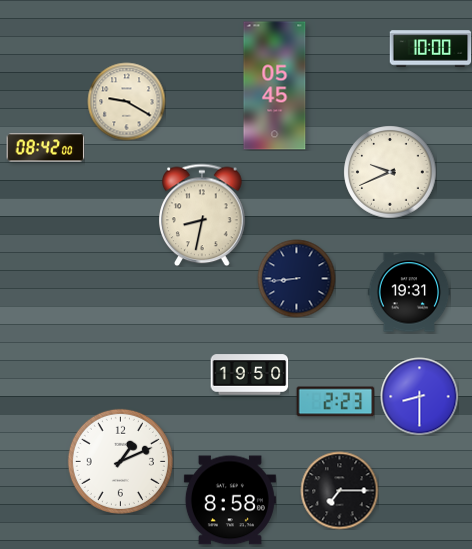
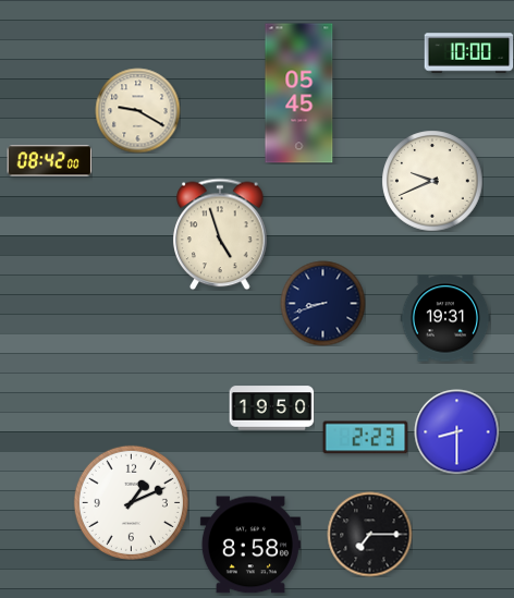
clock at (390, 172) position: (390, 172) -> (432, 181)
clock at (202, 215): 8:32 -> 4:57
clock at (296, 278): 8:44 -> 8:42
